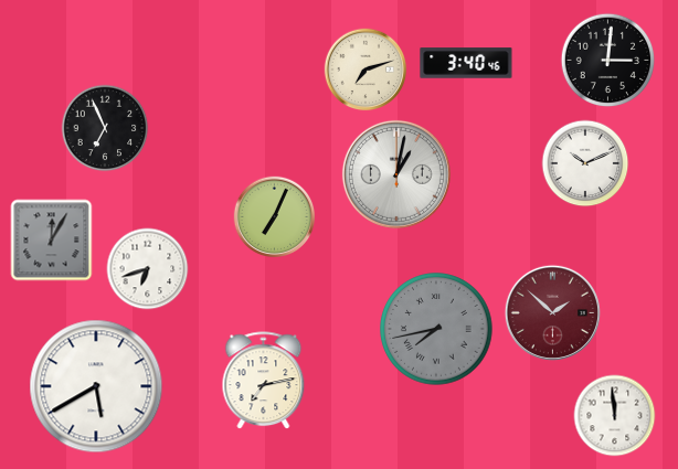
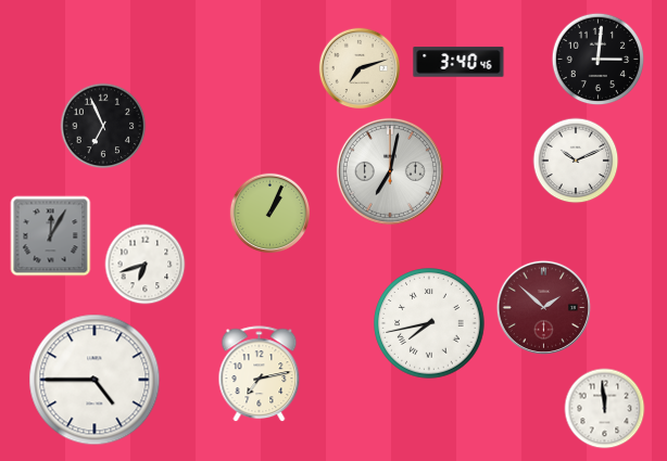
clock at (396, 174): 1:02 -> 7:02
clock at (275, 217): 7:04 -> 1:04
clock at (436, 329) dial: grey -> white
clock at (96, 386): 5:40 -> 4:45
